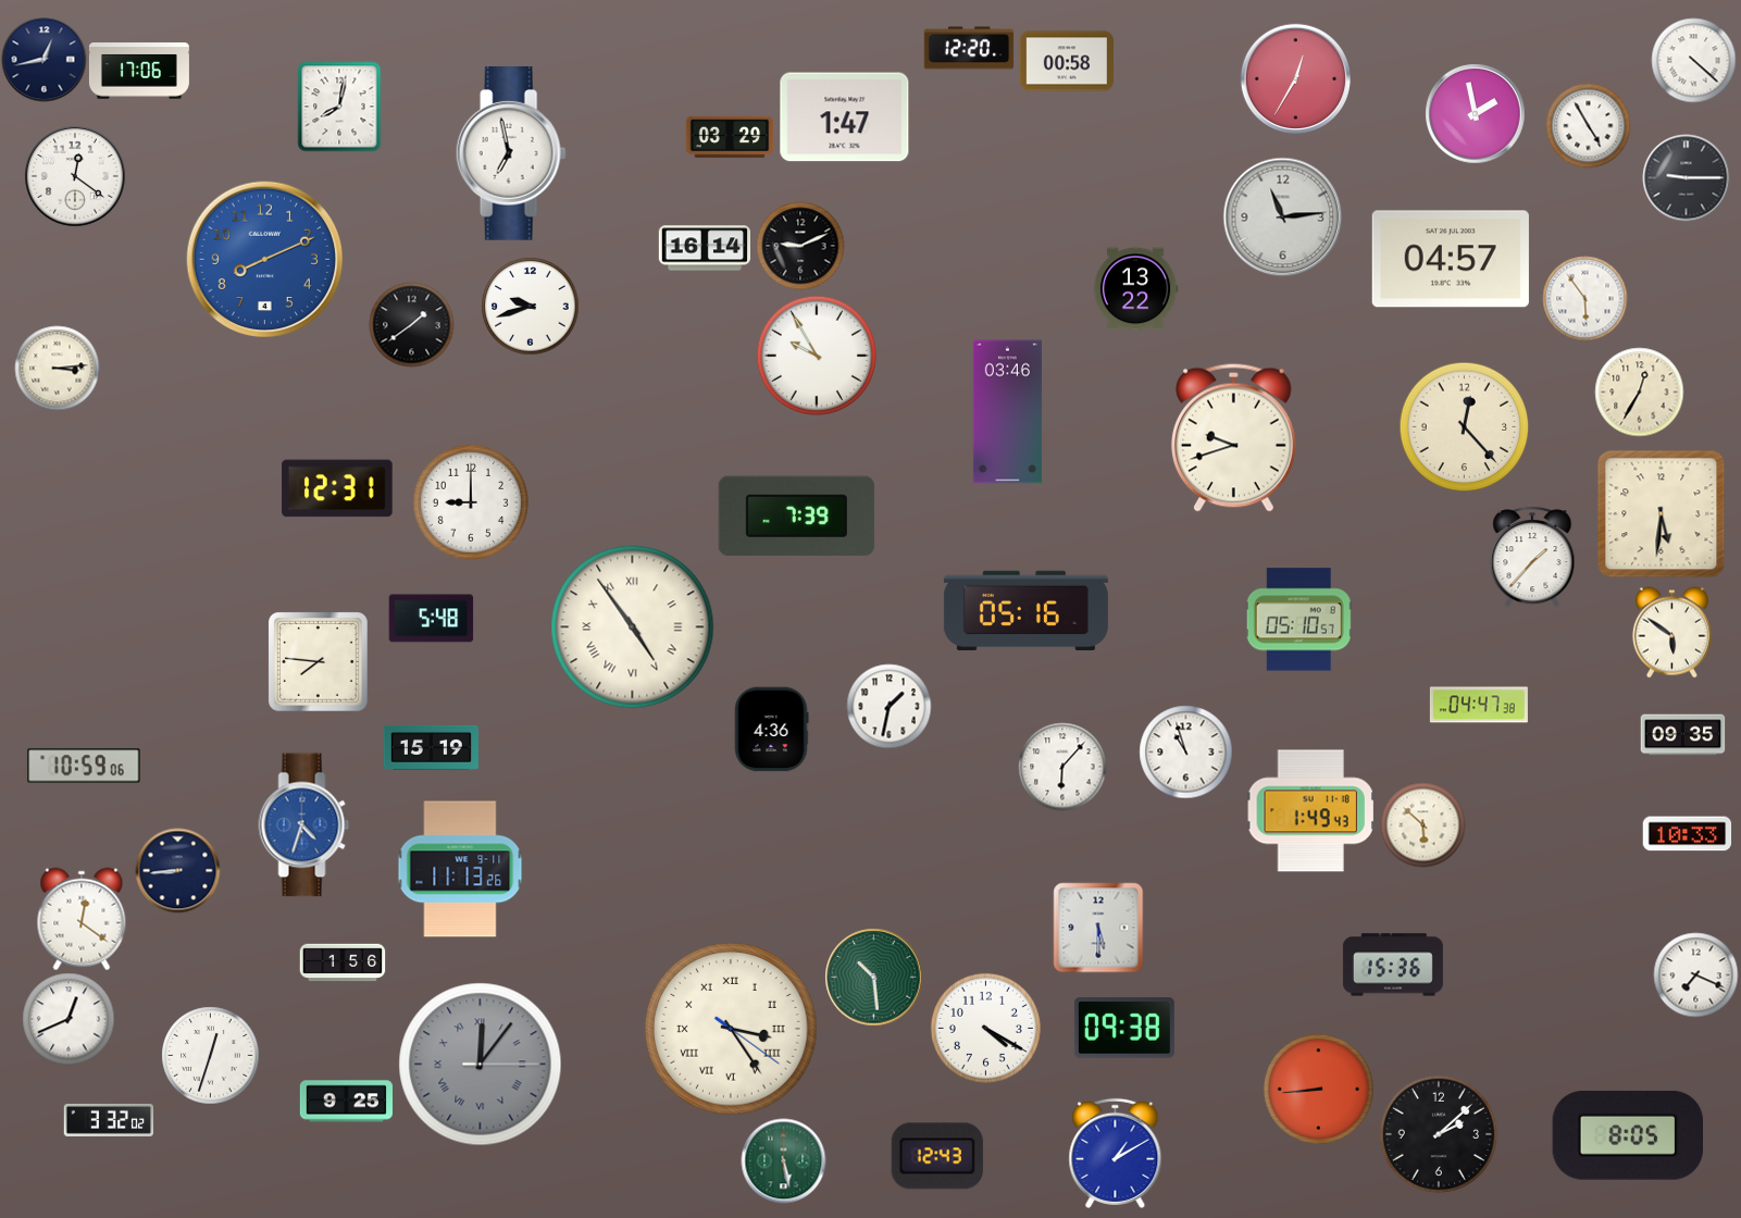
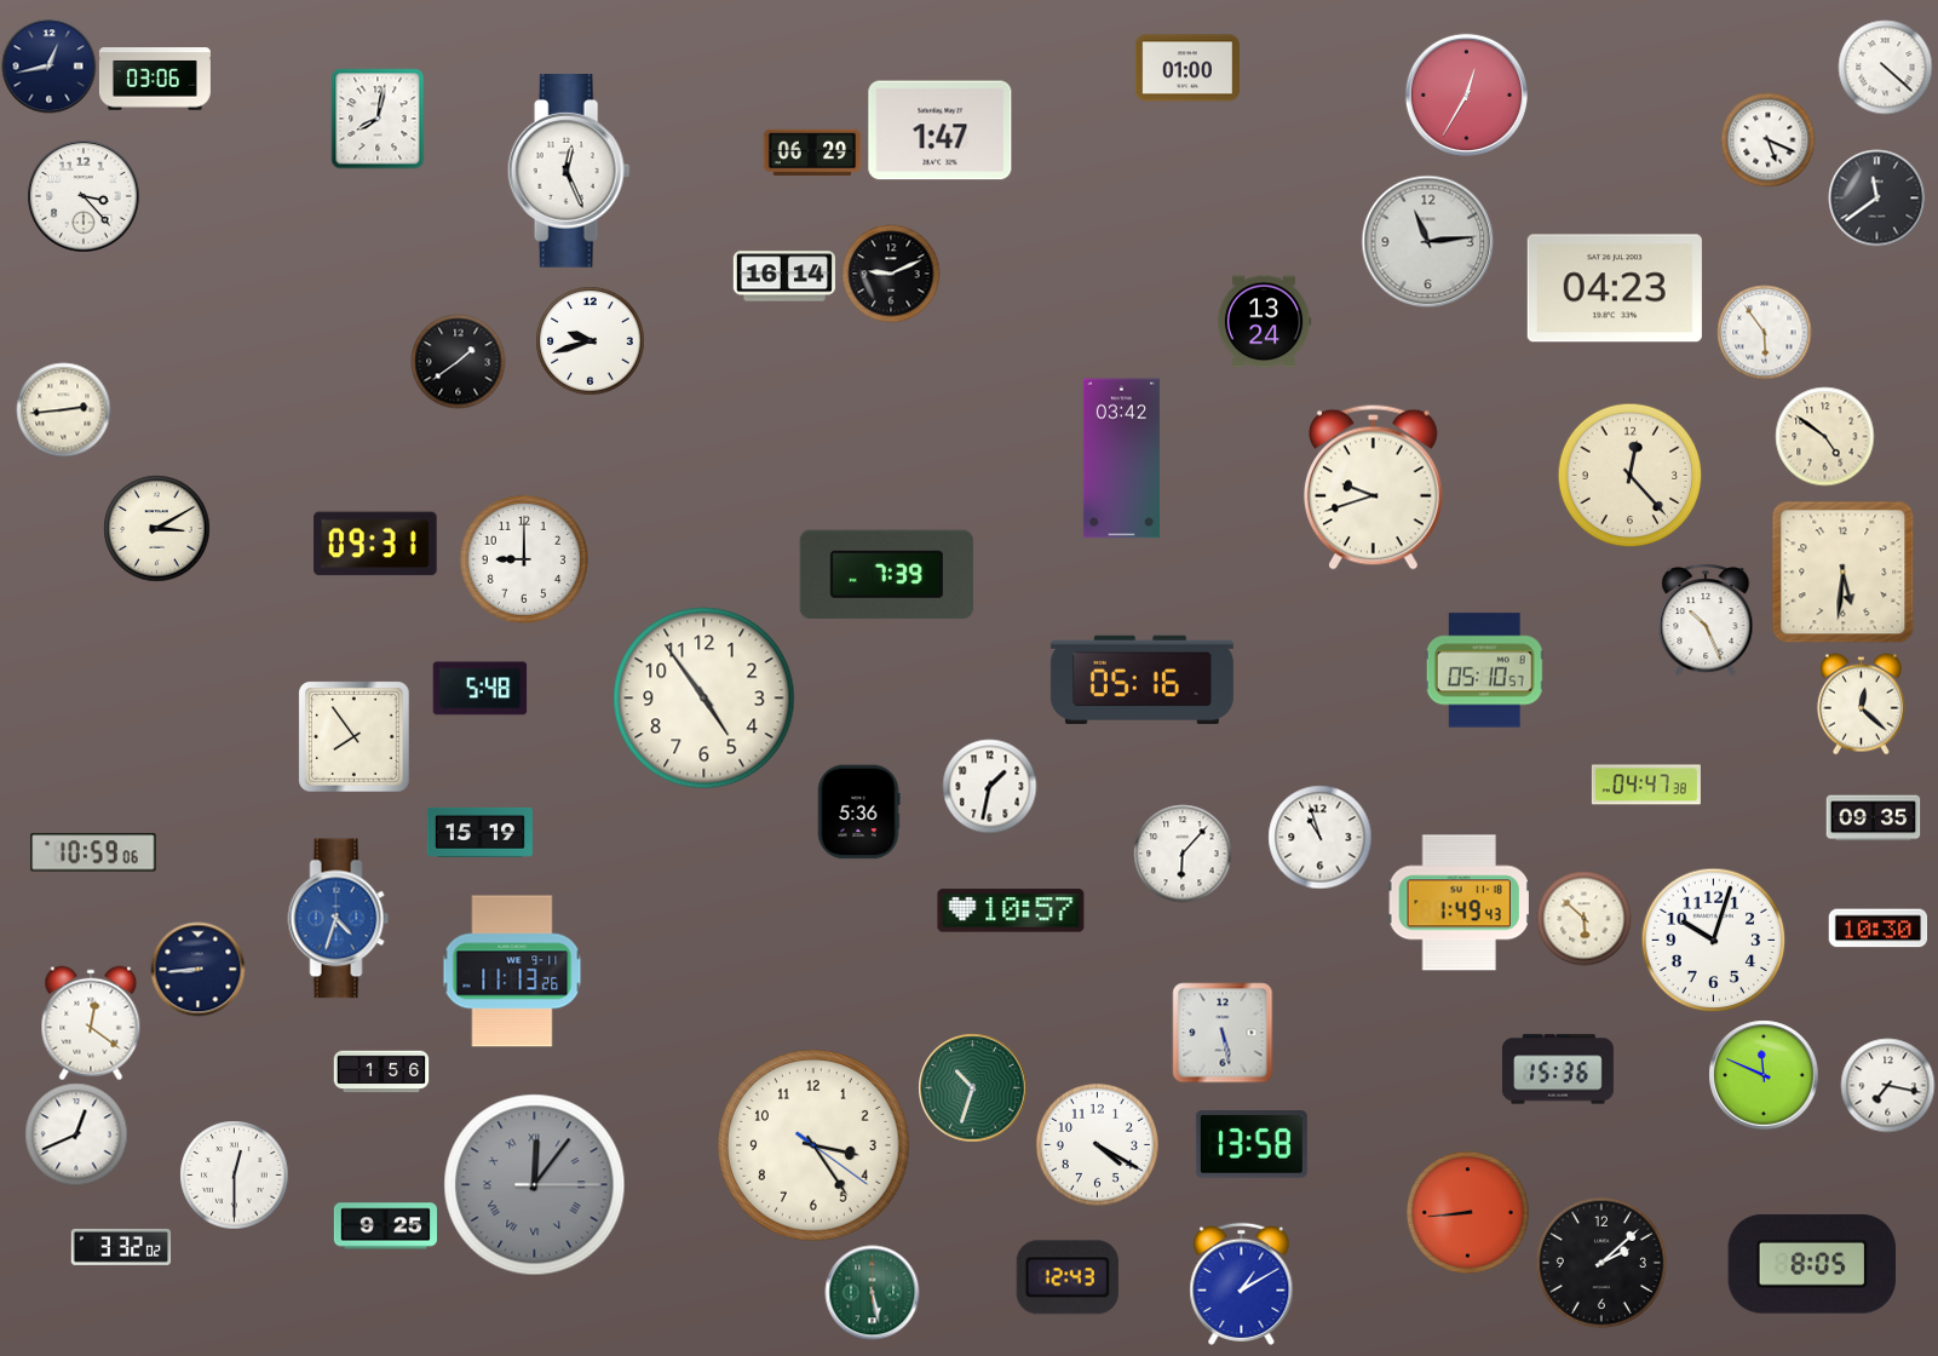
clock at (969, 48): 12:20 -> none
clock at (1067, 61): 00:58 -> 01:00
clock at (139, 71): 17:06 -> 03:06
clock at (1295, 78) position: (1295, 78) -> (1466, 94)
clock at (1475, 113): 1:58 -> none
clock at (1588, 125): 4:55 -> 5:19
clock at (730, 137): 03:29 -> 06:29
clock at (511, 154): 6:58 -> 12:26
clock at (75, 176): 12:21 -> 3:23
clock at (1686, 177): 9:15 -> 11:39
clock at (265, 259): 8:11 -> none
clock at (1451, 259): 04:57 -> 04:23
clock at (1135, 289): 13:22 -> 13:24
clock at (817, 356): 9:55 -> none
clock at (57, 368): 3:14 -> 2:44
clock at (1639, 391): 12:35 -> 4:51
clock at (1007, 412): 03:46 -> 03:42
clock at (156, 528): none -> 3:10
clock at (337, 488): 12:31 -> 09:31
clock at (1661, 513) position: (1661, 513) -> (1842, 571)
clock at (1532, 557): 1:37 -> 10:26
clock at (1298, 620) position: (1298, 620) -> (1484, 671)
clock at (633, 627) numerals: Roman -> Arabic
clock at (1671, 632): 5:51 -> 12:22
clock at (319, 662): 7:46 -> 7:54
clock at (771, 729): 4:36 -> 5:36
clock at (1011, 910): none -> 10:57
clock at (1687, 834): 10:33 -> 10:30
clock at (1713, 940): none -> 10:03
clock at (460, 869) position: (460, 869) -> (512, 971)
clock at (1098, 928): 5:30 -> 5:28
clock at (1393, 965) position: (1393, 965) -> (1558, 1069)
clock at (1764, 1075): none -> 11:49
clock at (1695, 974): 7:19 -> 7:17
clock at (873, 977): 10:29 -> 10:33
clock at (1124, 1028): 09:38 -> 13:58
clock at (731, 1029) numerals: Roman -> Arabic
clock at (210, 1055): 12:33 -> 12:30
clock at (937, 1156) position: (937, 1156) -> (1068, 1277)
